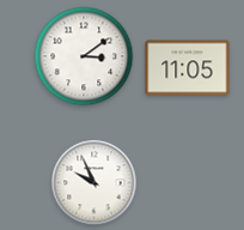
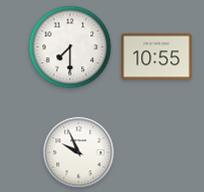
clock at (84, 56): 3:09 -> 7:30
clock at (188, 68): 11:05 -> 10:55
